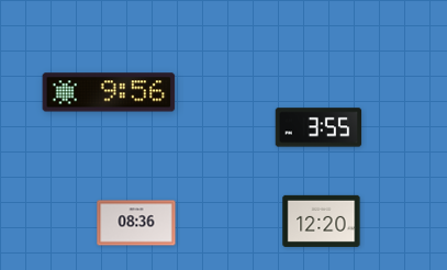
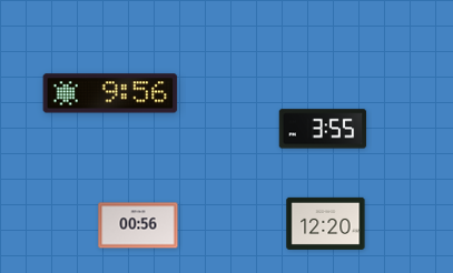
clock at (136, 223): 08:36 -> 00:56
